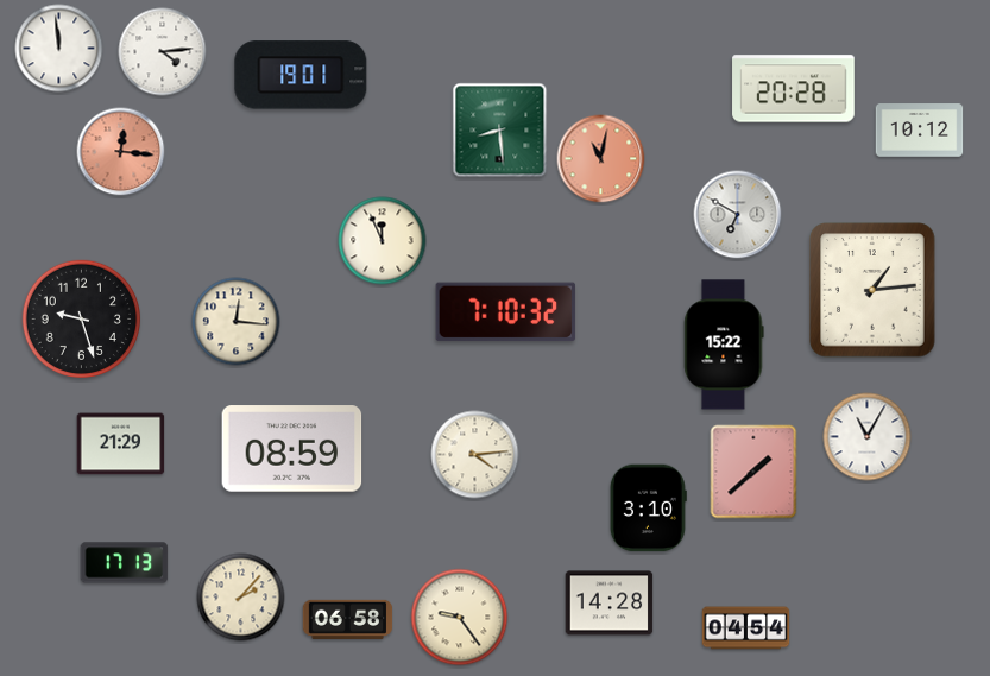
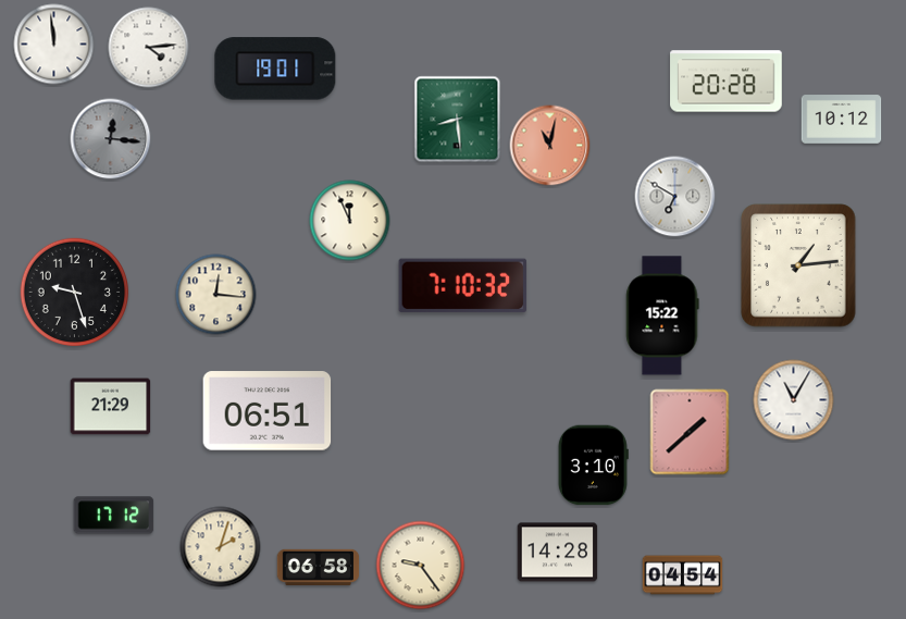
clock at (121, 152) dial: salmon -> grey
clock at (292, 449): 08:59 -> 06:51
clock at (475, 455): 4:14 -> none
clock at (125, 563): 17:13 -> 17:12
clock at (241, 598): 2:07 -> 2:03
